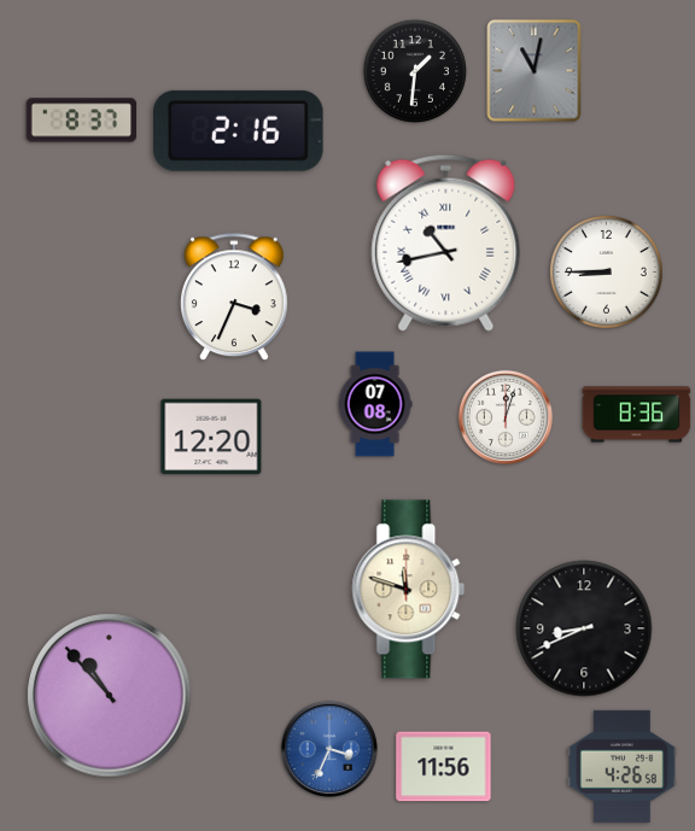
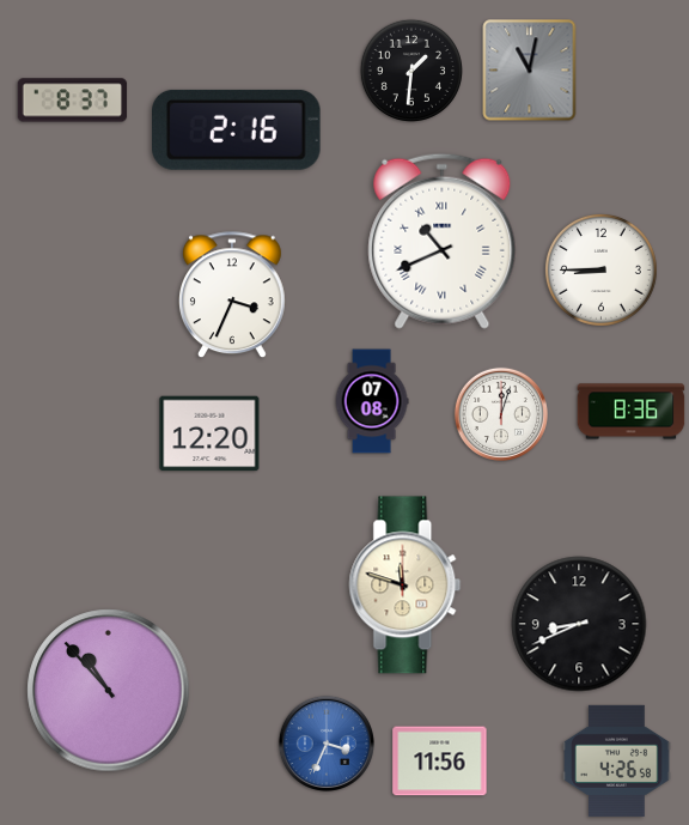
clock at (82, 121) position: (82, 121) -> (73, 101)
clock at (446, 242): 10:43 -> 10:41
